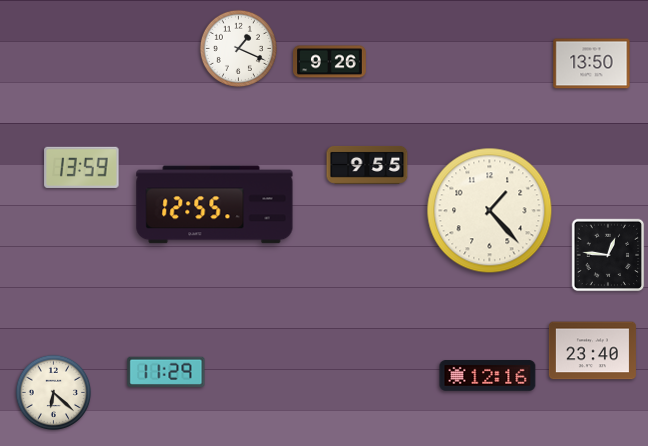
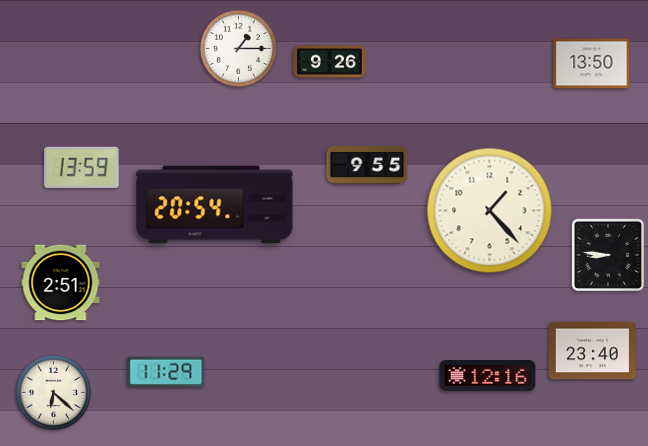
clock at (238, 48): 1:19 -> 1:15
clock at (215, 205): 12:55 -> 20:54
clock at (608, 255): 12:46 -> 8:46
clock at (61, 283): none -> 2:51
